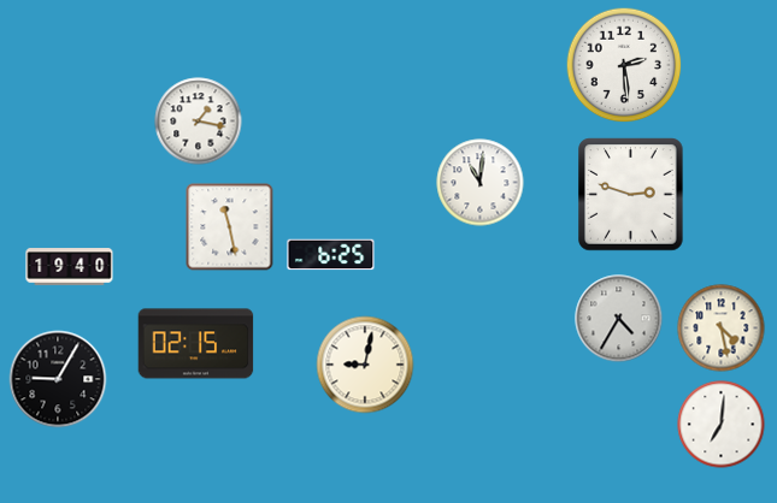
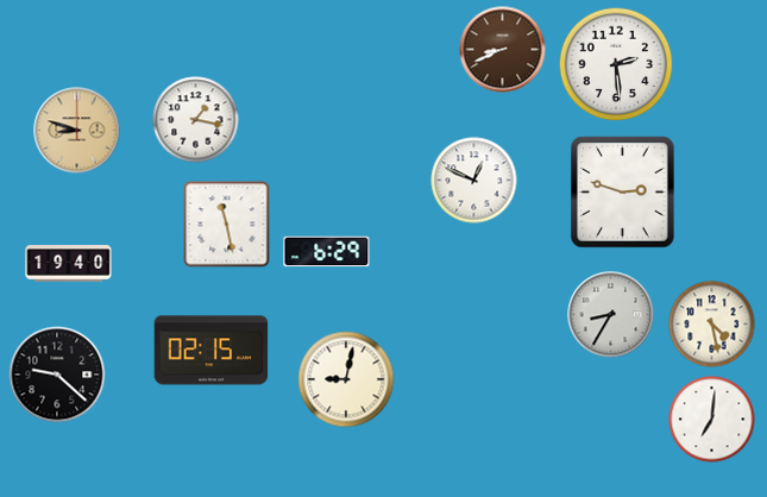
clock at (503, 50): none -> 8:41
clock at (77, 131): none -> 8:48
clock at (481, 183): 11:01 -> 12:49
clock at (331, 255): 6:25 -> 6:29
clock at (619, 319): 4:35 -> 8:35
clock at (196, 344) position: (196, 344) -> (212, 351)
clock at (365, 365) position: (365, 365) -> (346, 379)
clock at (58, 379): 9:05 -> 9:22
